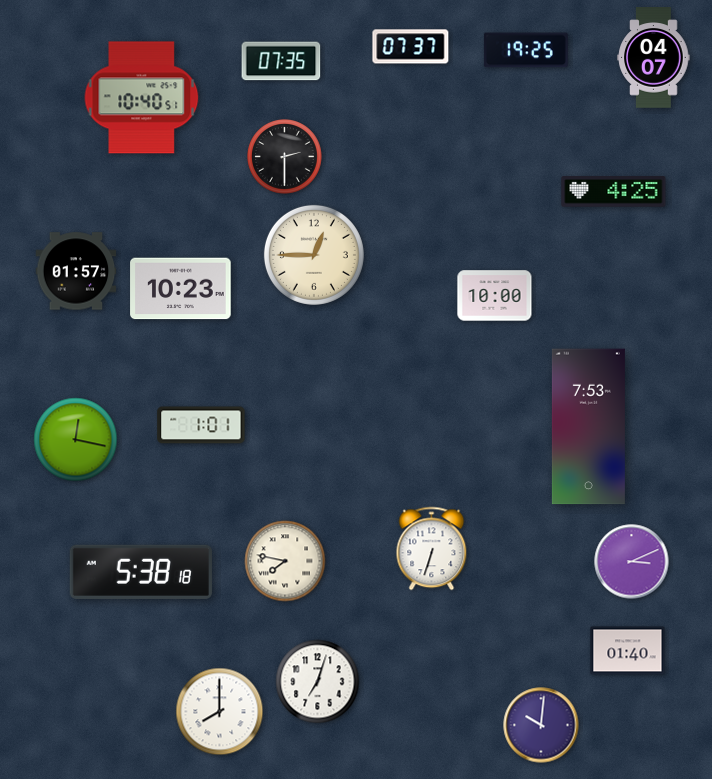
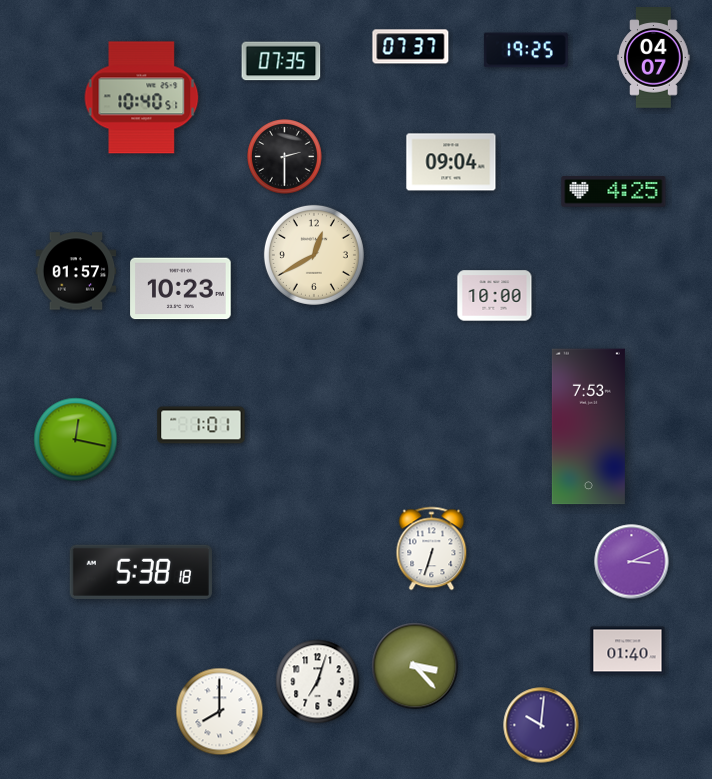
clock at (451, 162): none -> 09:04
clock at (314, 255): 12:45 -> 12:40
clock at (285, 561): 7:47 -> none
clock at (415, 666): none -> 3:23
